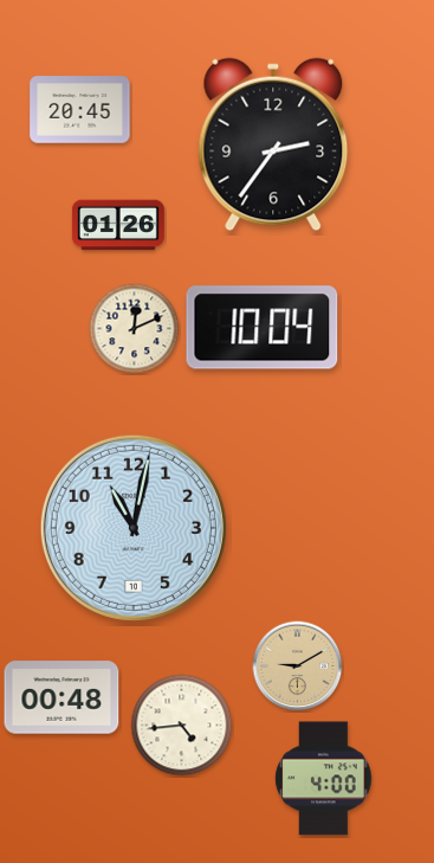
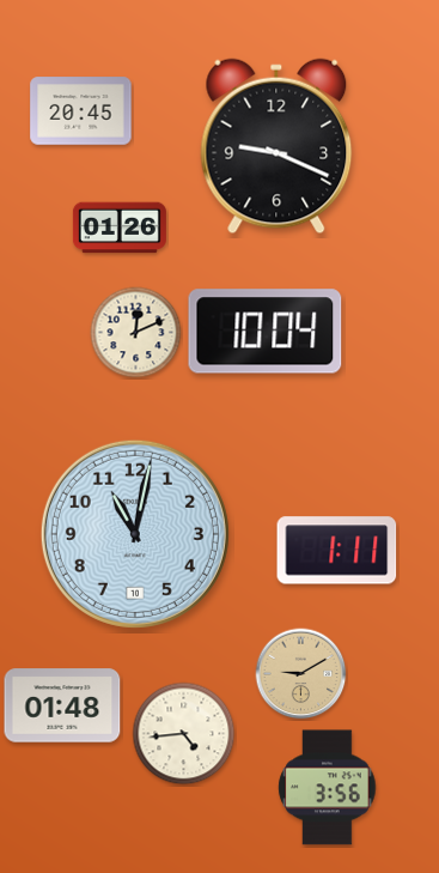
clock at (273, 144): 2:36 -> 9:19
clock at (337, 551): none -> 1:11
clock at (61, 697): 00:48 -> 01:48
clock at (324, 779): 4:00 -> 3:56
